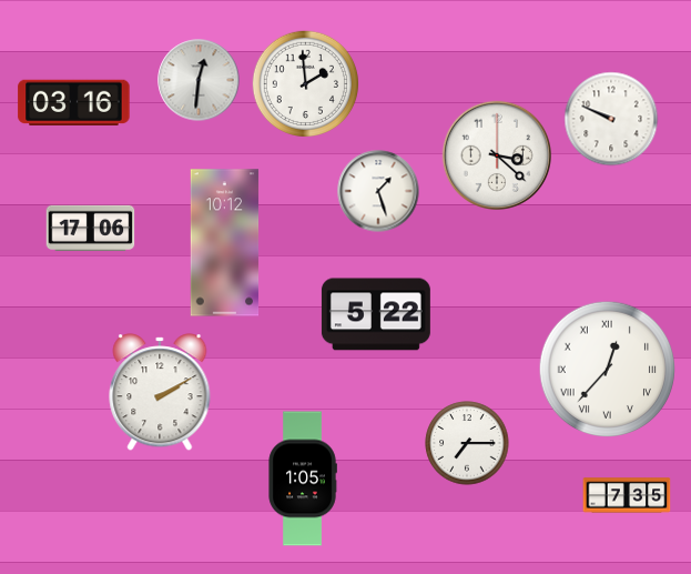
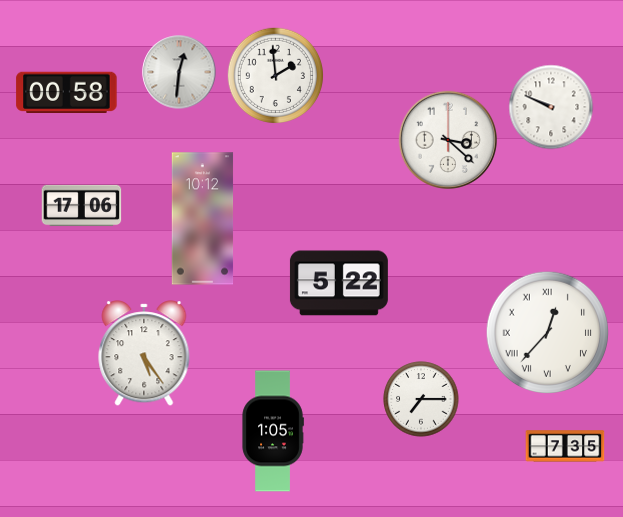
clock at (74, 103): 03:16 -> 00:58
clock at (378, 191): 1:27 -> none
clock at (160, 392): 2:10 -> 5:24
